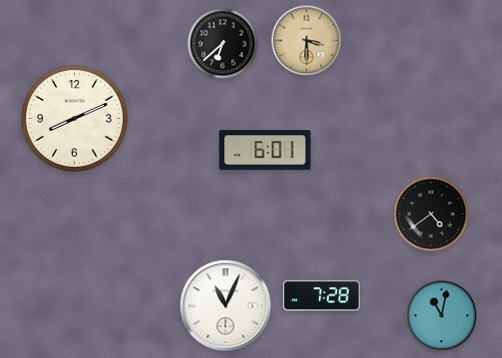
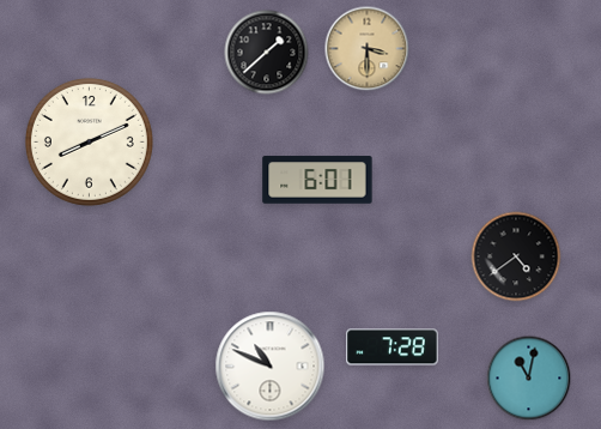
clock at (223, 44): 6:38 -> 1:38
clock at (322, 296) position: (322, 296) -> (393, 348)
clock at (226, 306): 11:04 -> 10:49
